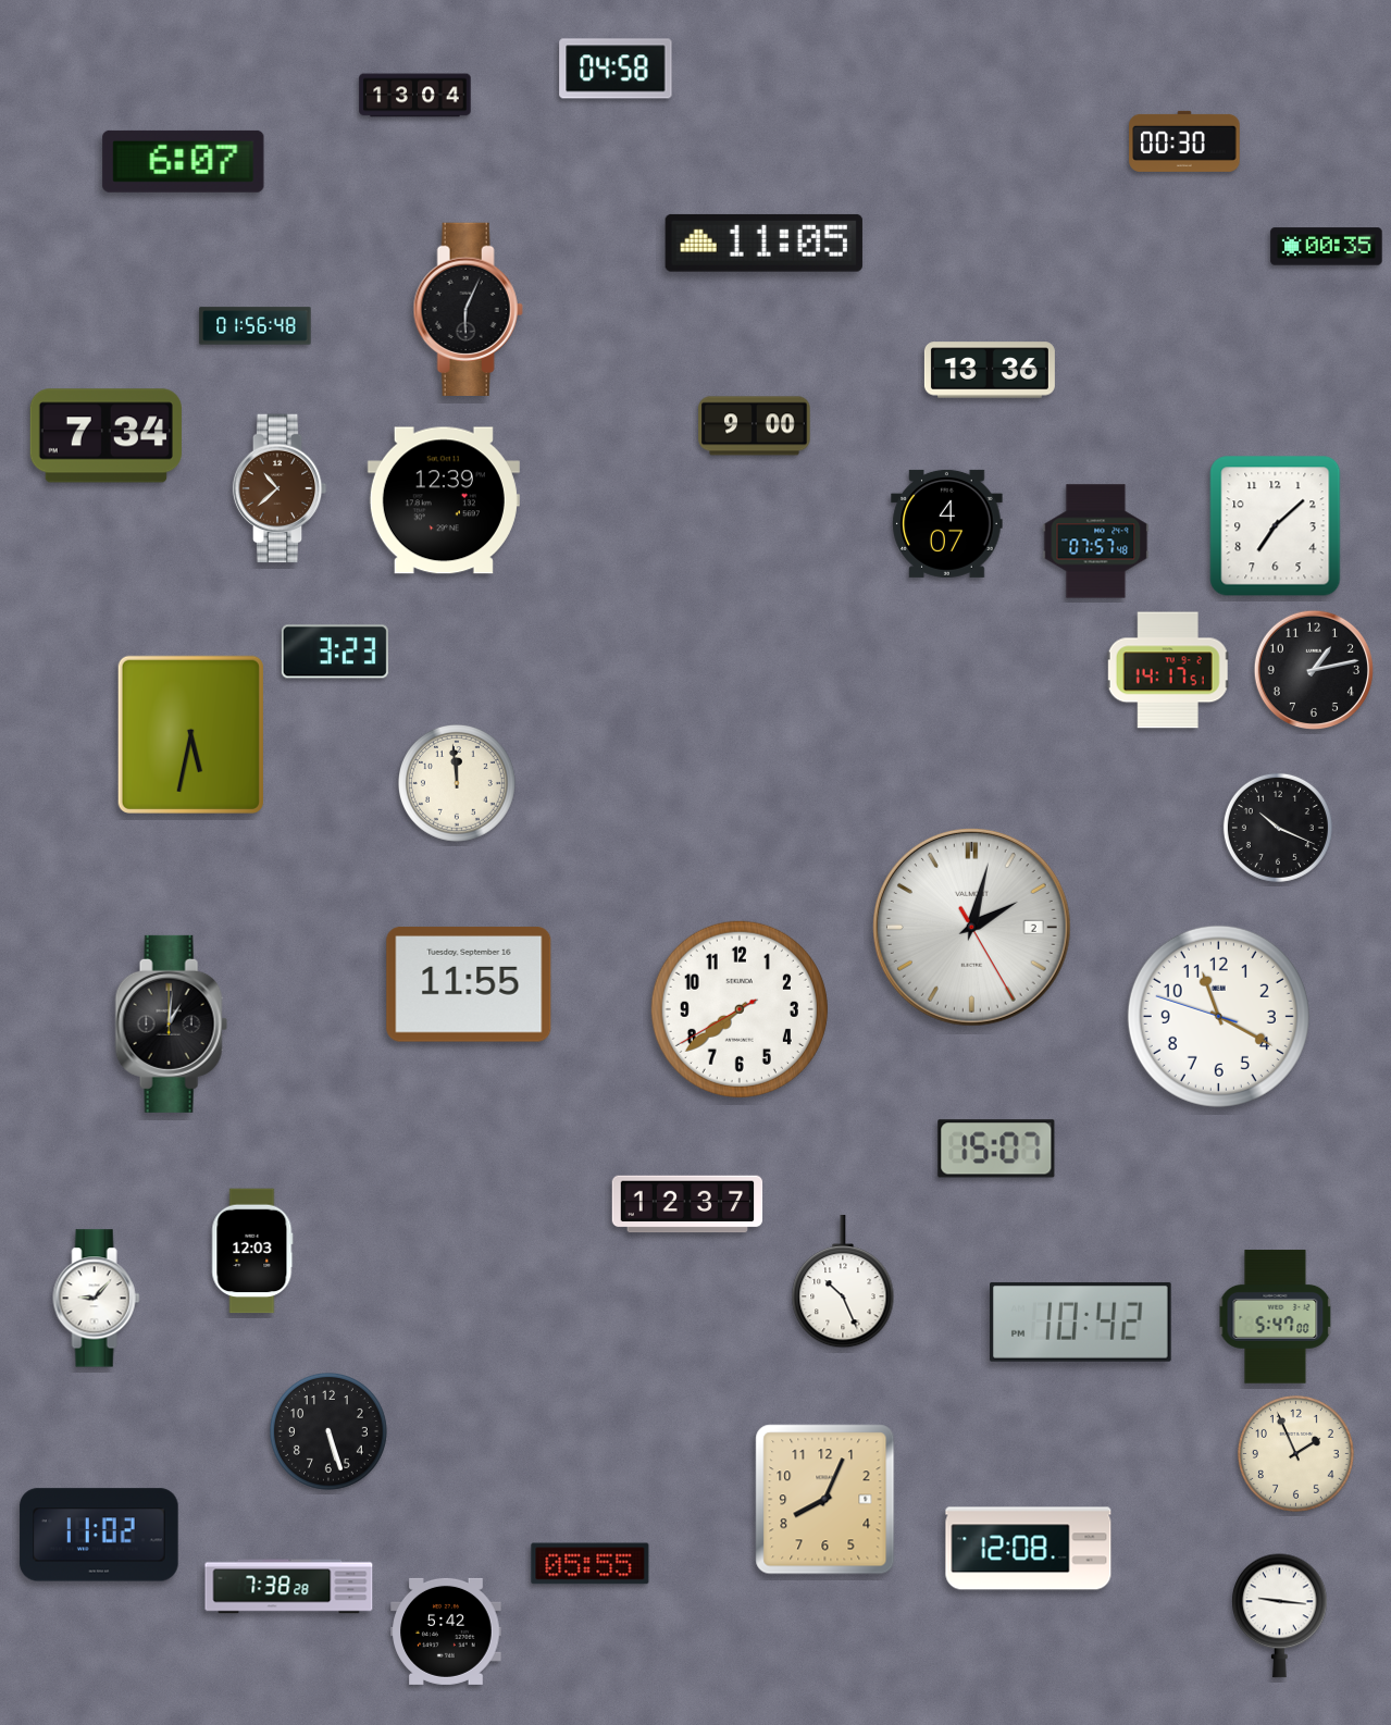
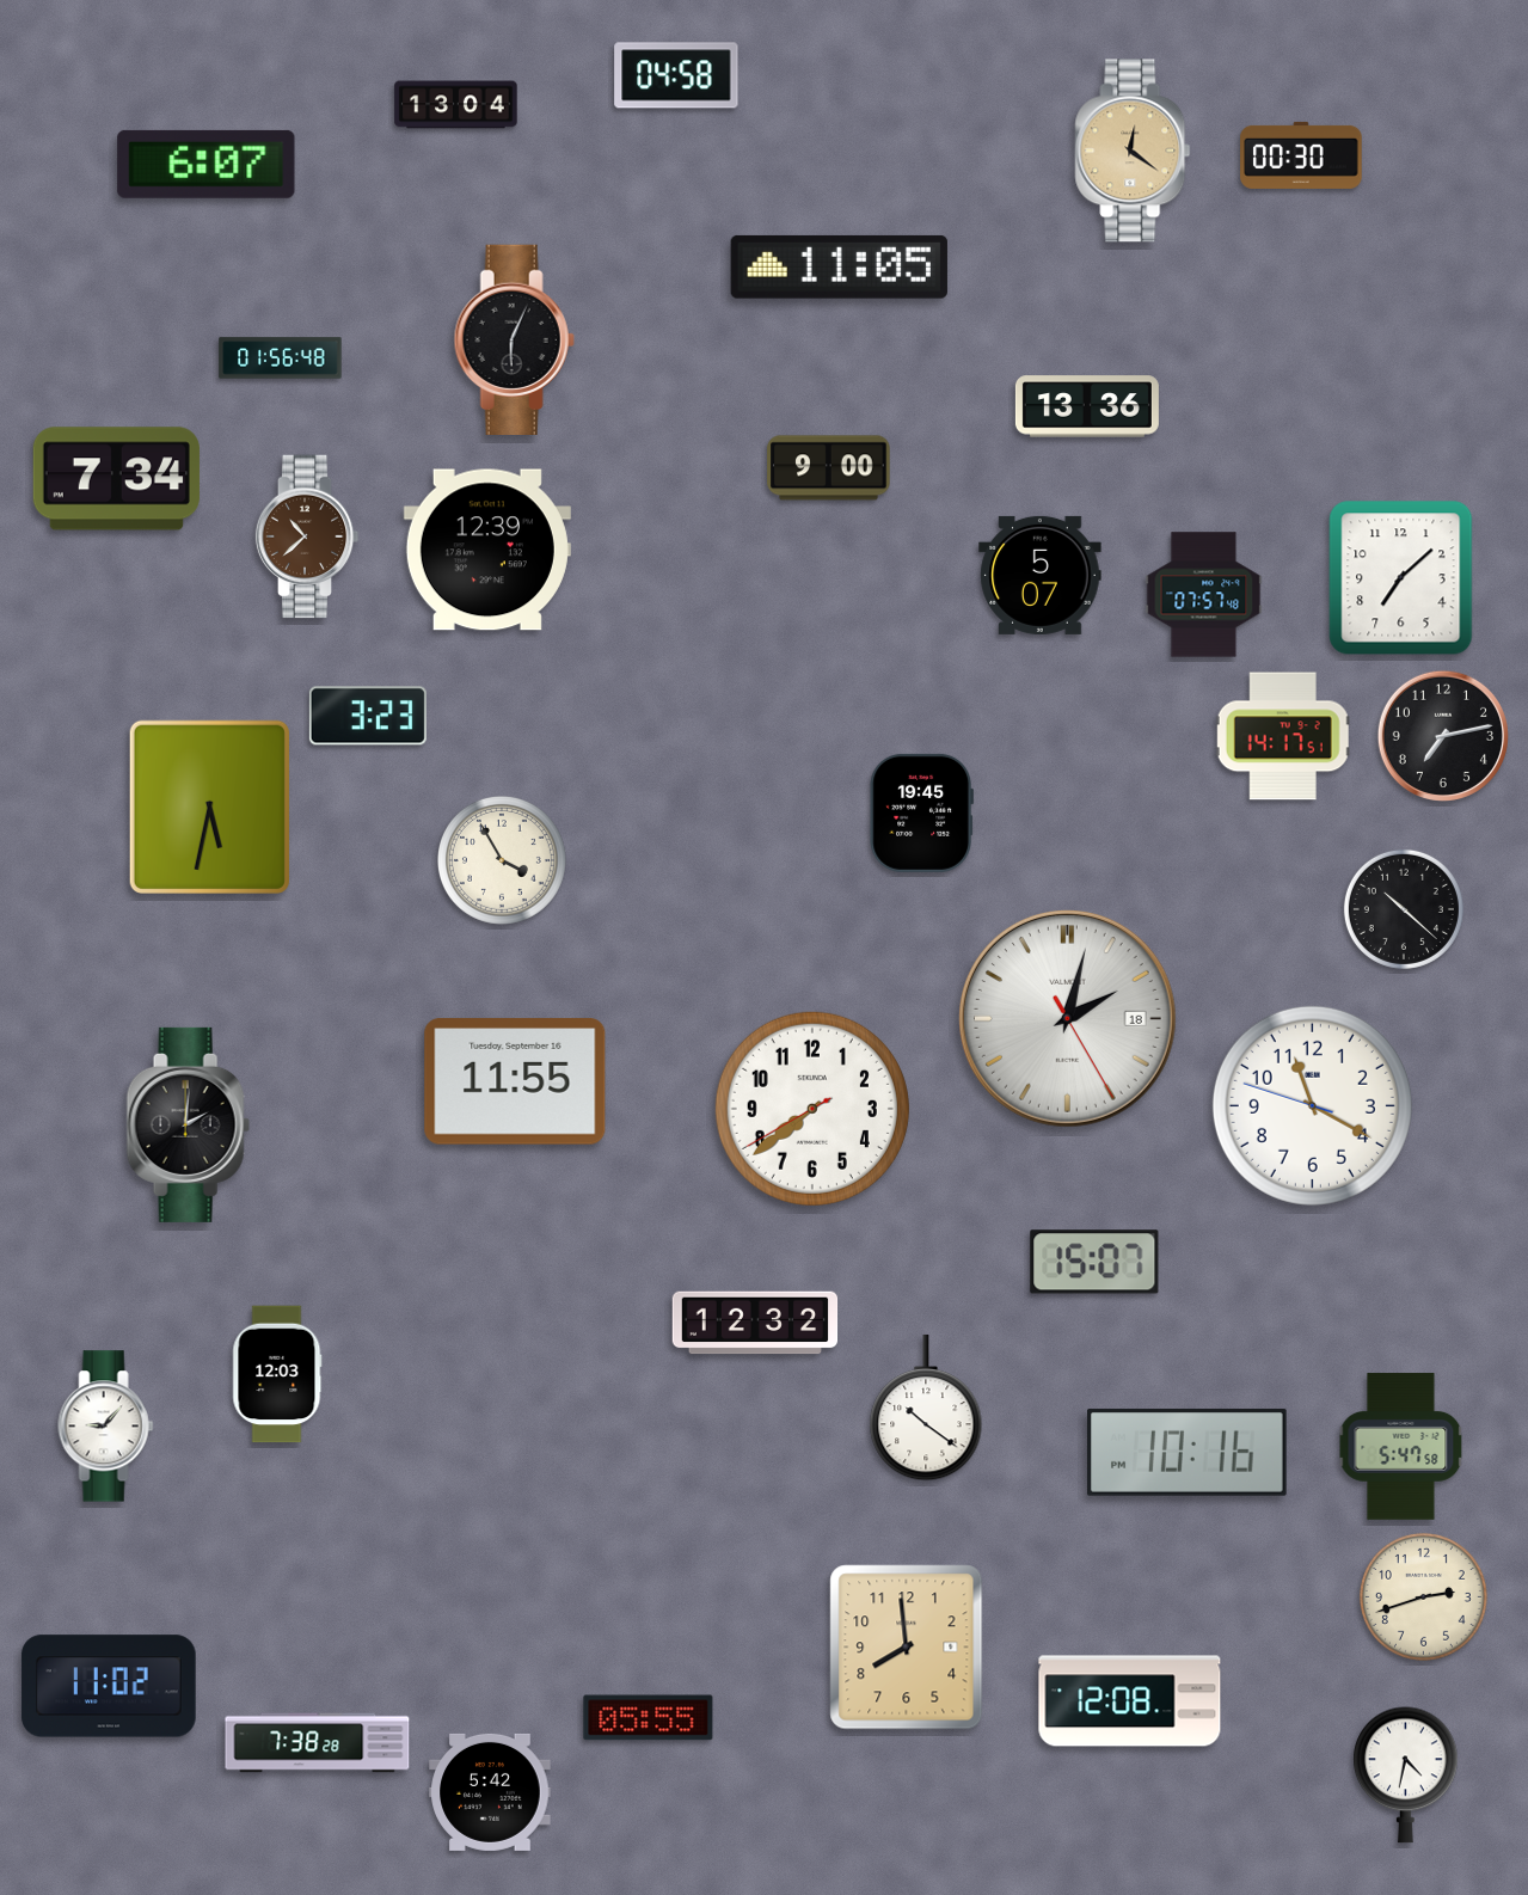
clock at (1133, 151): none -> 12:21
clock at (184, 161) position: (184, 161) -> (207, 164)
clock at (1327, 247): 00:35 -> none
clock at (947, 523): 4:07 -> 5:07
clock at (1314, 670): 1:13 -> 7:13
clock at (921, 812): none -> 19:45
clock at (457, 783): 11:59 -> 3:55
clock at (1278, 828): 10:19 -> 10:22
clock at (971, 927) date: 2 -> 18
clock at (1218, 1016) position: (1218, 1016) -> (1312, 1105)
clock at (171, 1023): 1:01 -> 2:01
clock at (687, 1204): 12:37 -> 12:32
clock at (843, 1281): 10:26 -> 10:21
clock at (1276, 1317): 5:47:00 -> 5:47:58
clock at (1081, 1323): 10:42 -> 10:16
clock at (328, 1431): 5:27 -> none
clock at (1295, 1453): 1:56 -> 2:42
clock at (825, 1500): 8:04 -> 7:59
clock at (1280, 1616): 9:16 -> 4:32
